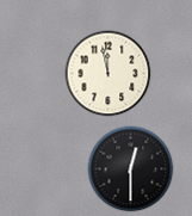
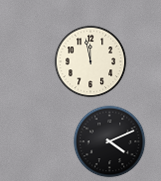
clock at (131, 169): 12:30 -> 4:11
